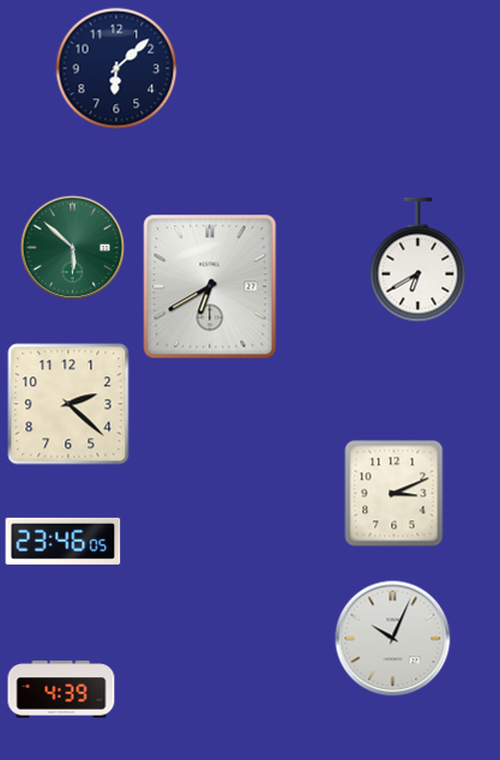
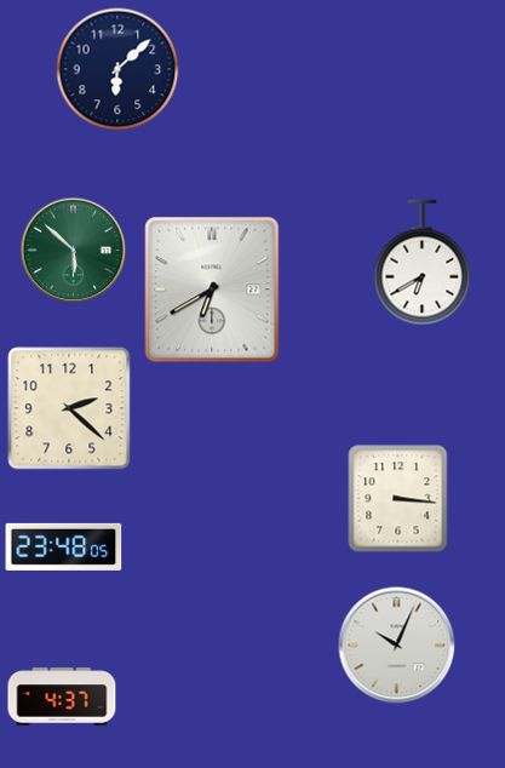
clock at (394, 494): 3:11 -> 3:16
clock at (64, 541): 23:46 -> 23:48
clock at (61, 689): 4:39 -> 4:37
